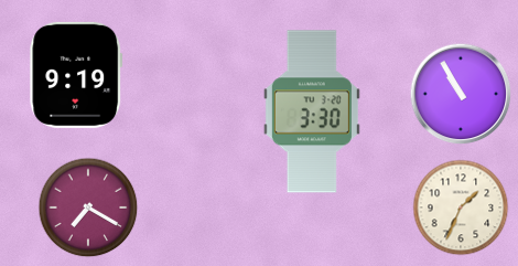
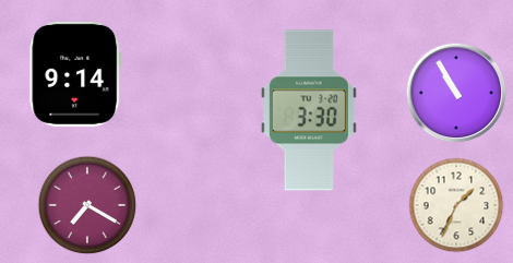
clock at (76, 75): 9:19 -> 9:14
